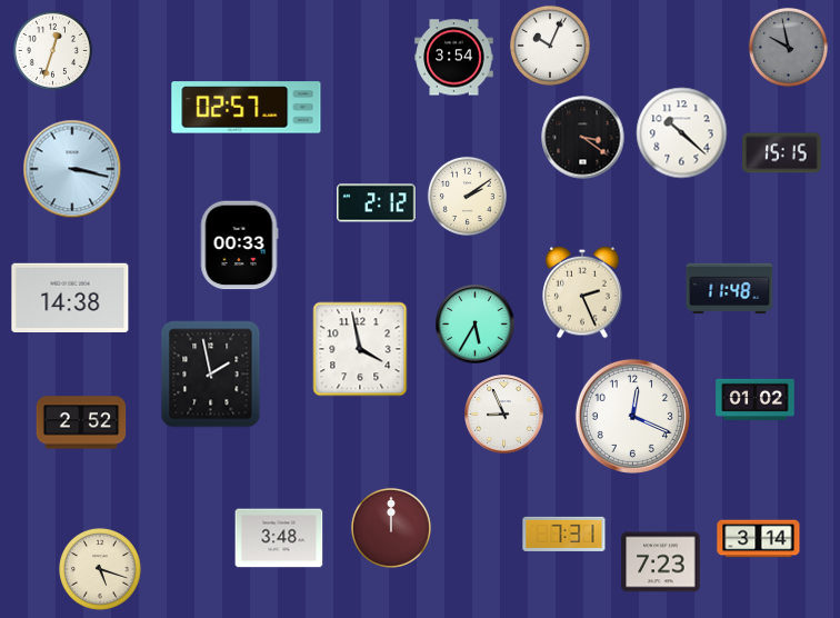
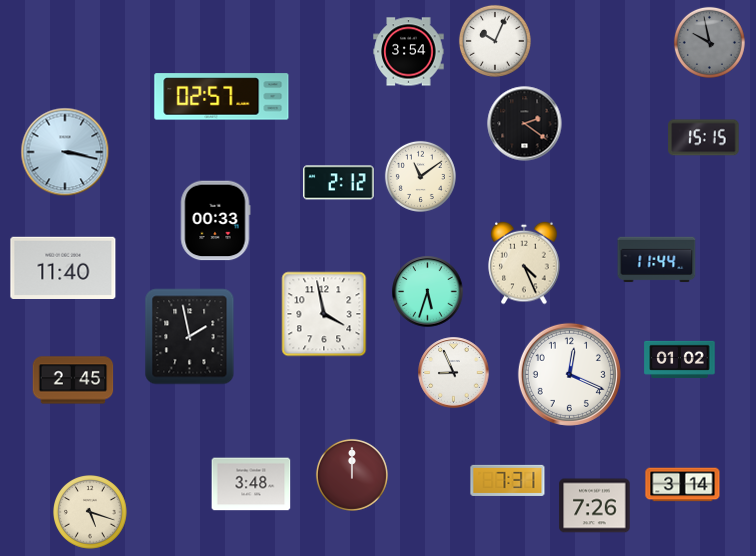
clock at (52, 50): 12:33 -> none
clock at (682, 133): 10:22 -> none
clock at (583, 138): 3:21 -> 2:21
clock at (467, 196): 2:09 -> 11:09
clock at (730, 289): 11:48 -> 11:44
clock at (582, 292): 2:26 -> 4:26
clock at (70, 297): 14:38 -> 11:40
clock at (476, 325): 5:35 -> 5:33
clock at (81, 422): 2:52 -> 2:45
clock at (661, 562): 7:23 -> 7:26
